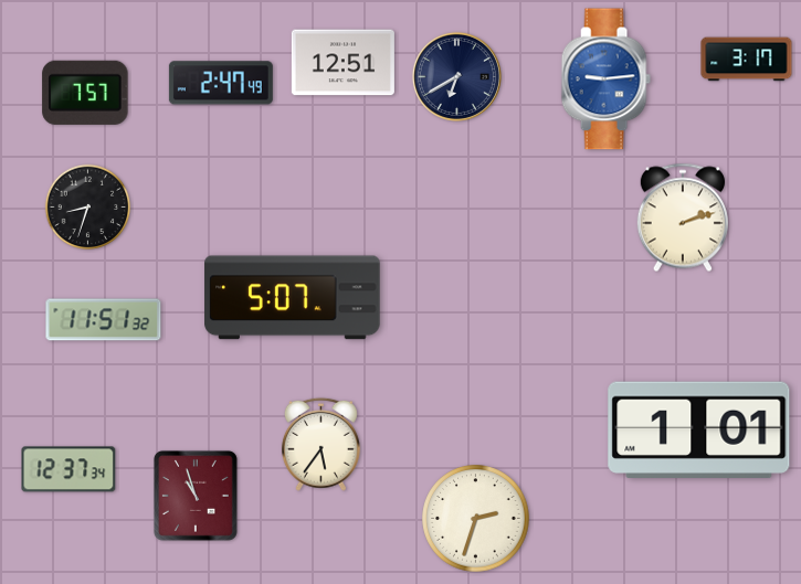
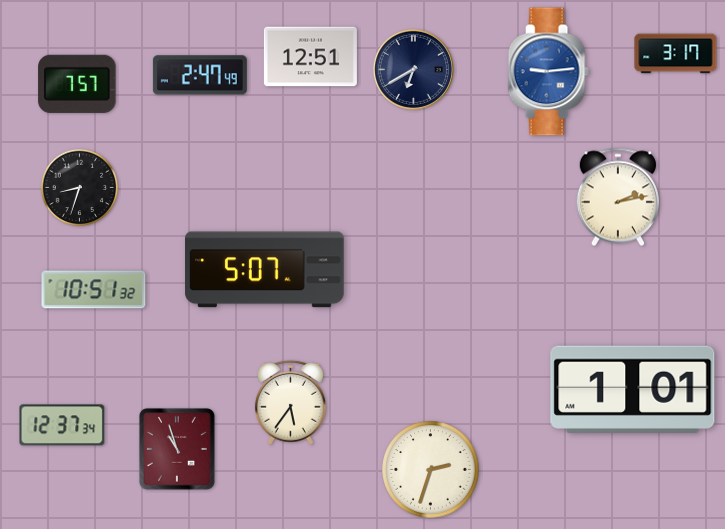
clock at (683, 217): 2:12 -> 2:13
clock at (104, 320): 11:51 -> 10:51
